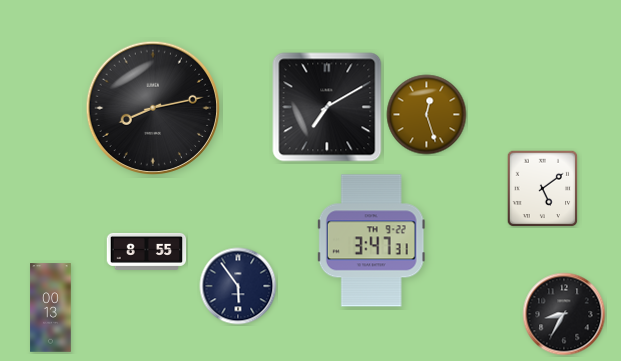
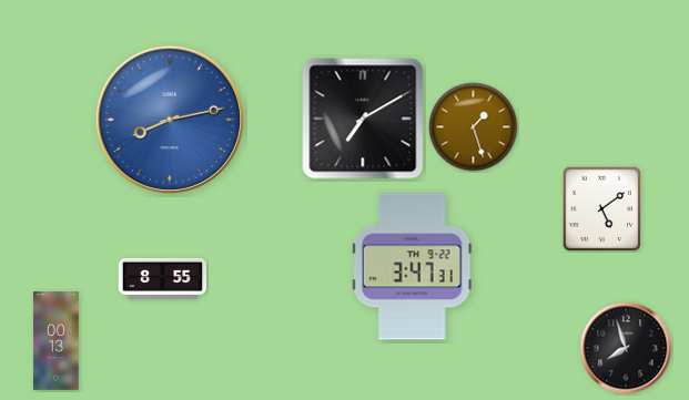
clock at (152, 107) dial: black -> blue
clock at (427, 115): 12:27 -> 1:27
clock at (238, 286): 5:54 -> none
clock at (564, 314): 8:35 -> 7:57
